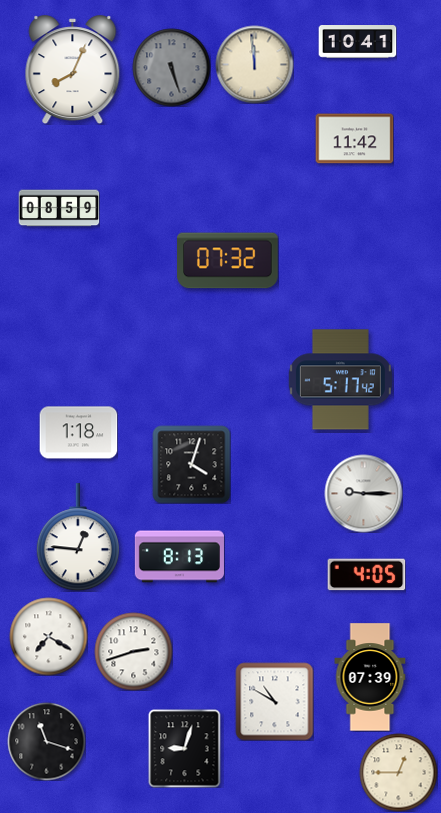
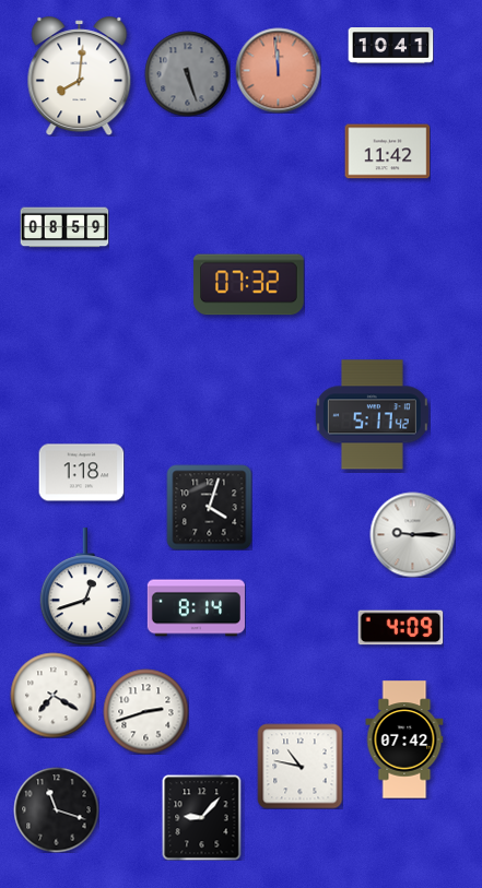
clock at (254, 64) dial: cream -> salmon
clock at (73, 70): 8:04 -> 8:01
clock at (78, 433) position: (78, 433) -> (81, 473)
clock at (363, 493) position: (363, 493) -> (412, 534)
clock at (78, 537): 12:46 -> 12:42
clock at (179, 557): 8:13 -> 8:14
clock at (366, 575): 4:05 -> 4:09
clock at (370, 677): 07:39 -> 07:42
clock at (274, 701): 10:50 -> 10:47
clock at (46, 741) position: (46, 741) -> (56, 809)
clock at (185, 748): 9:03 -> 9:07
clock at (398, 772): 12:45 -> none
